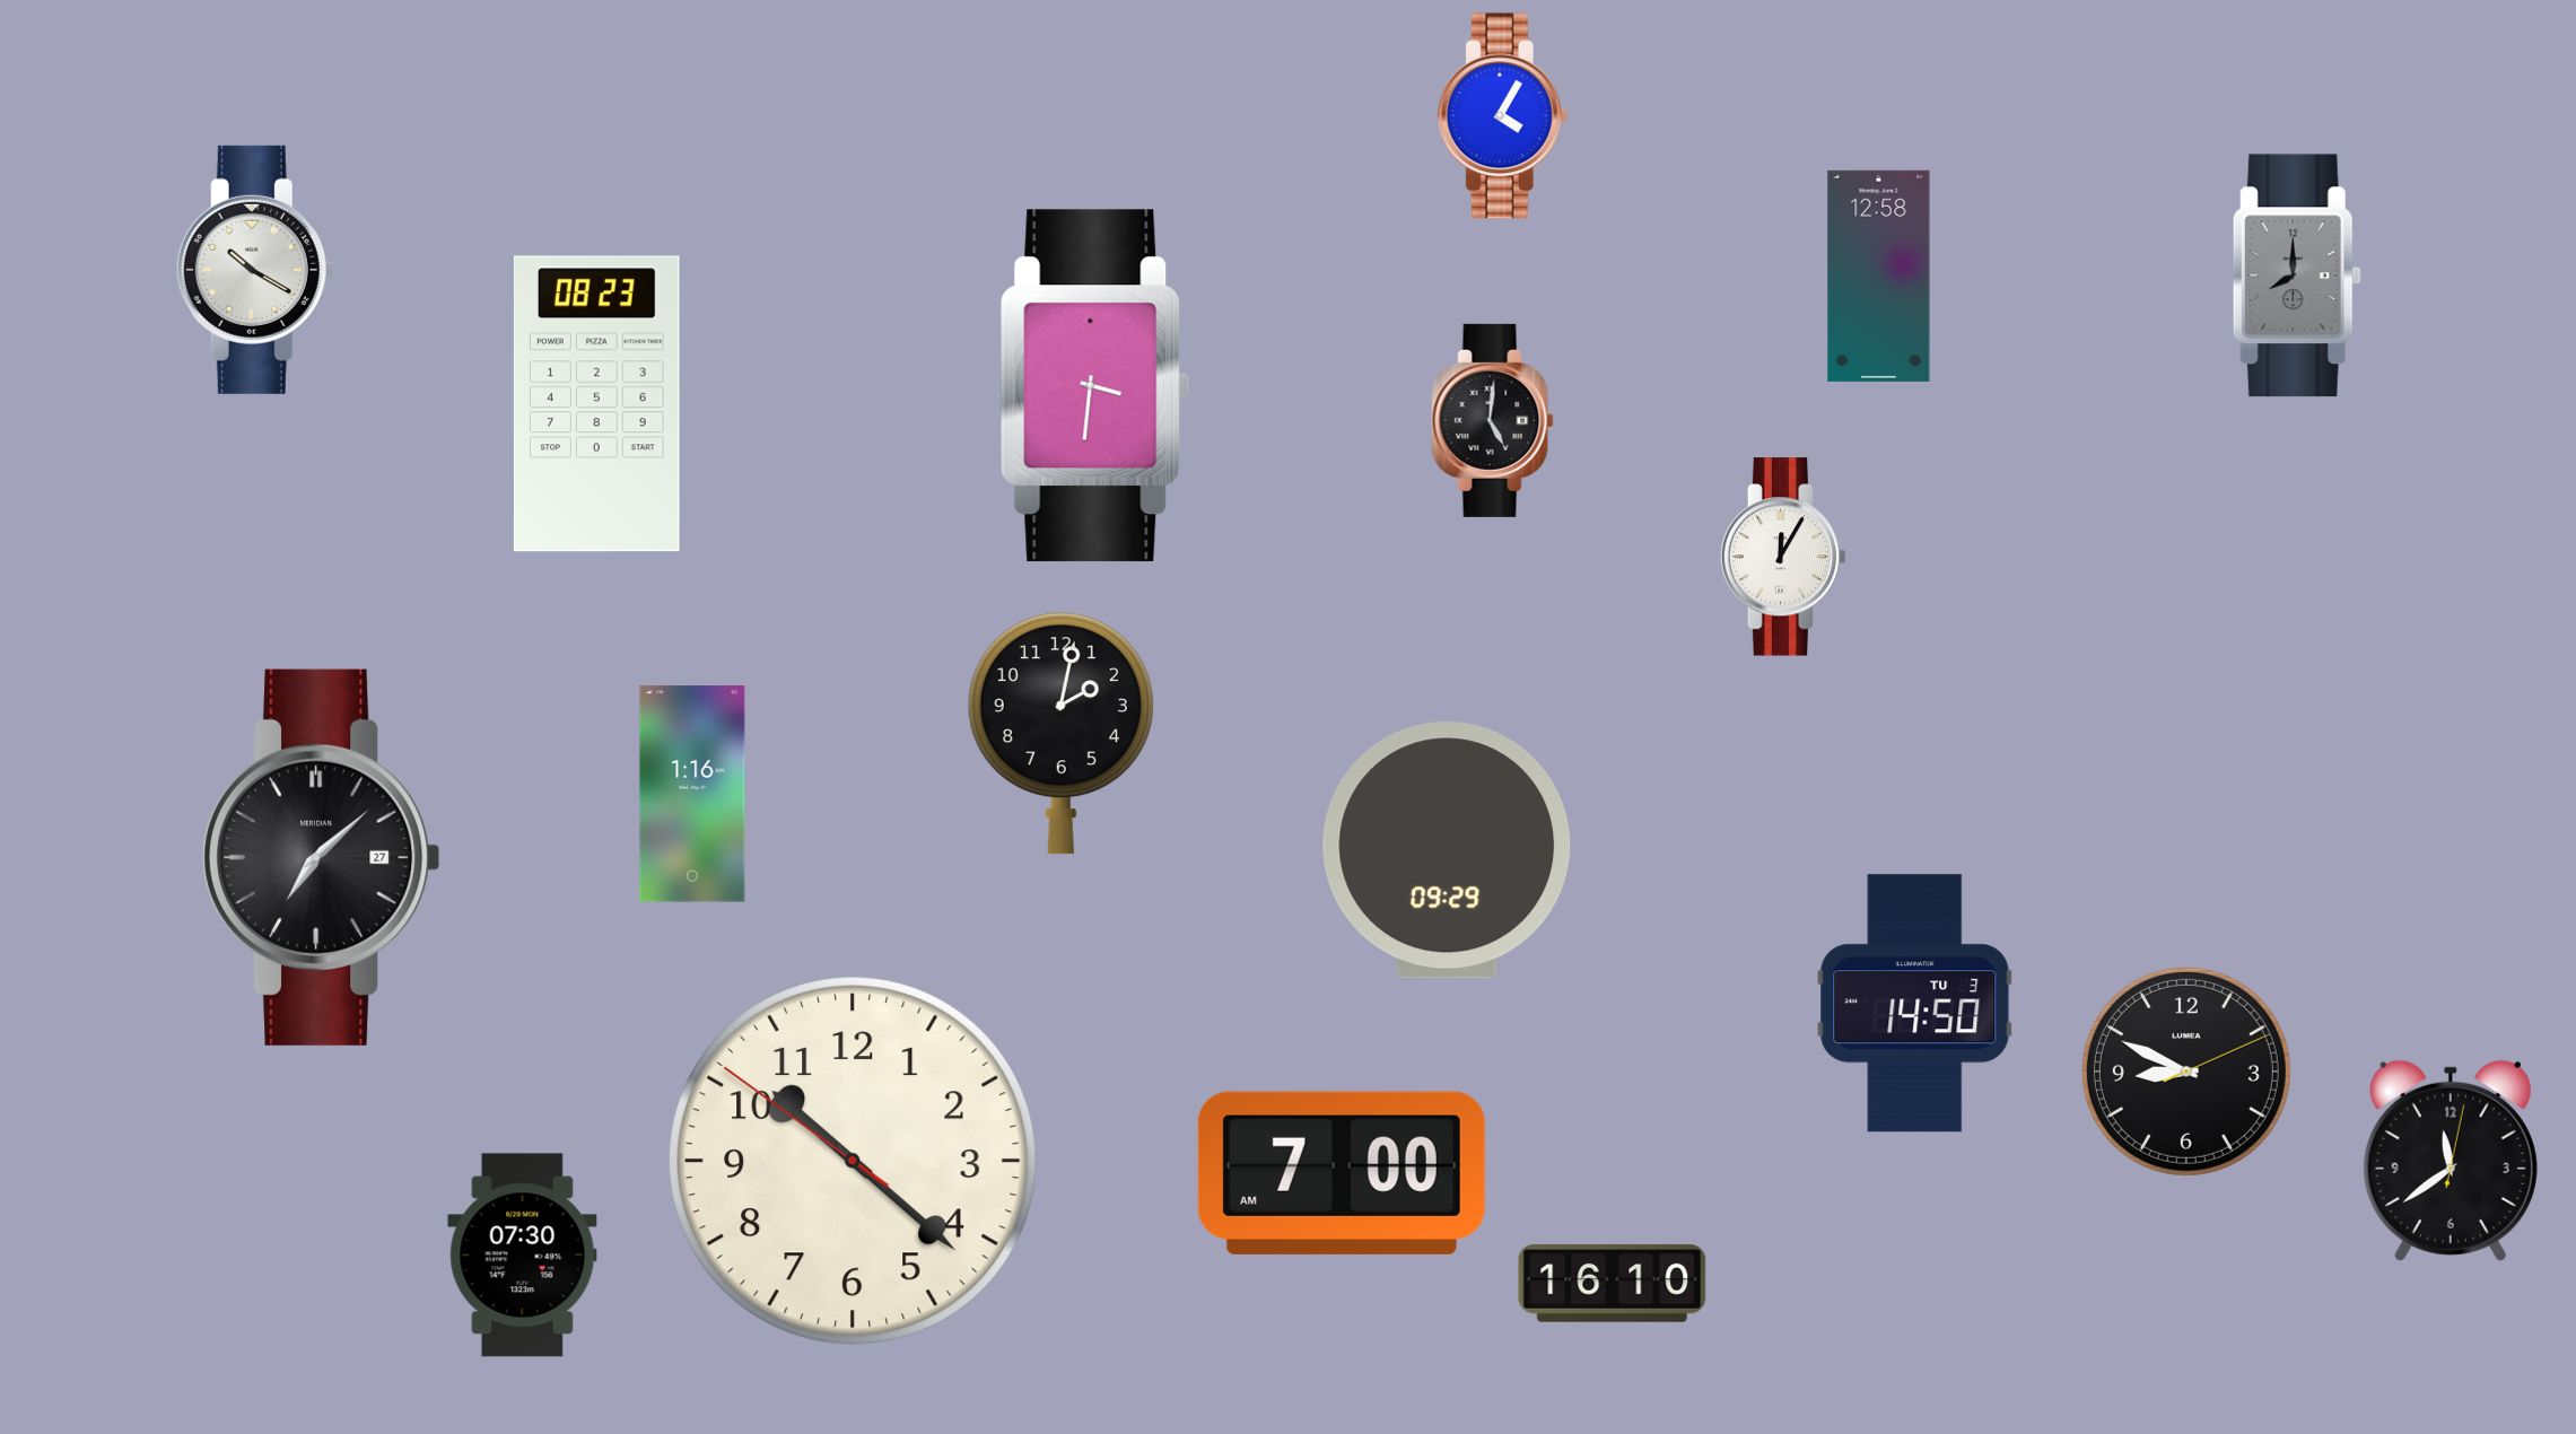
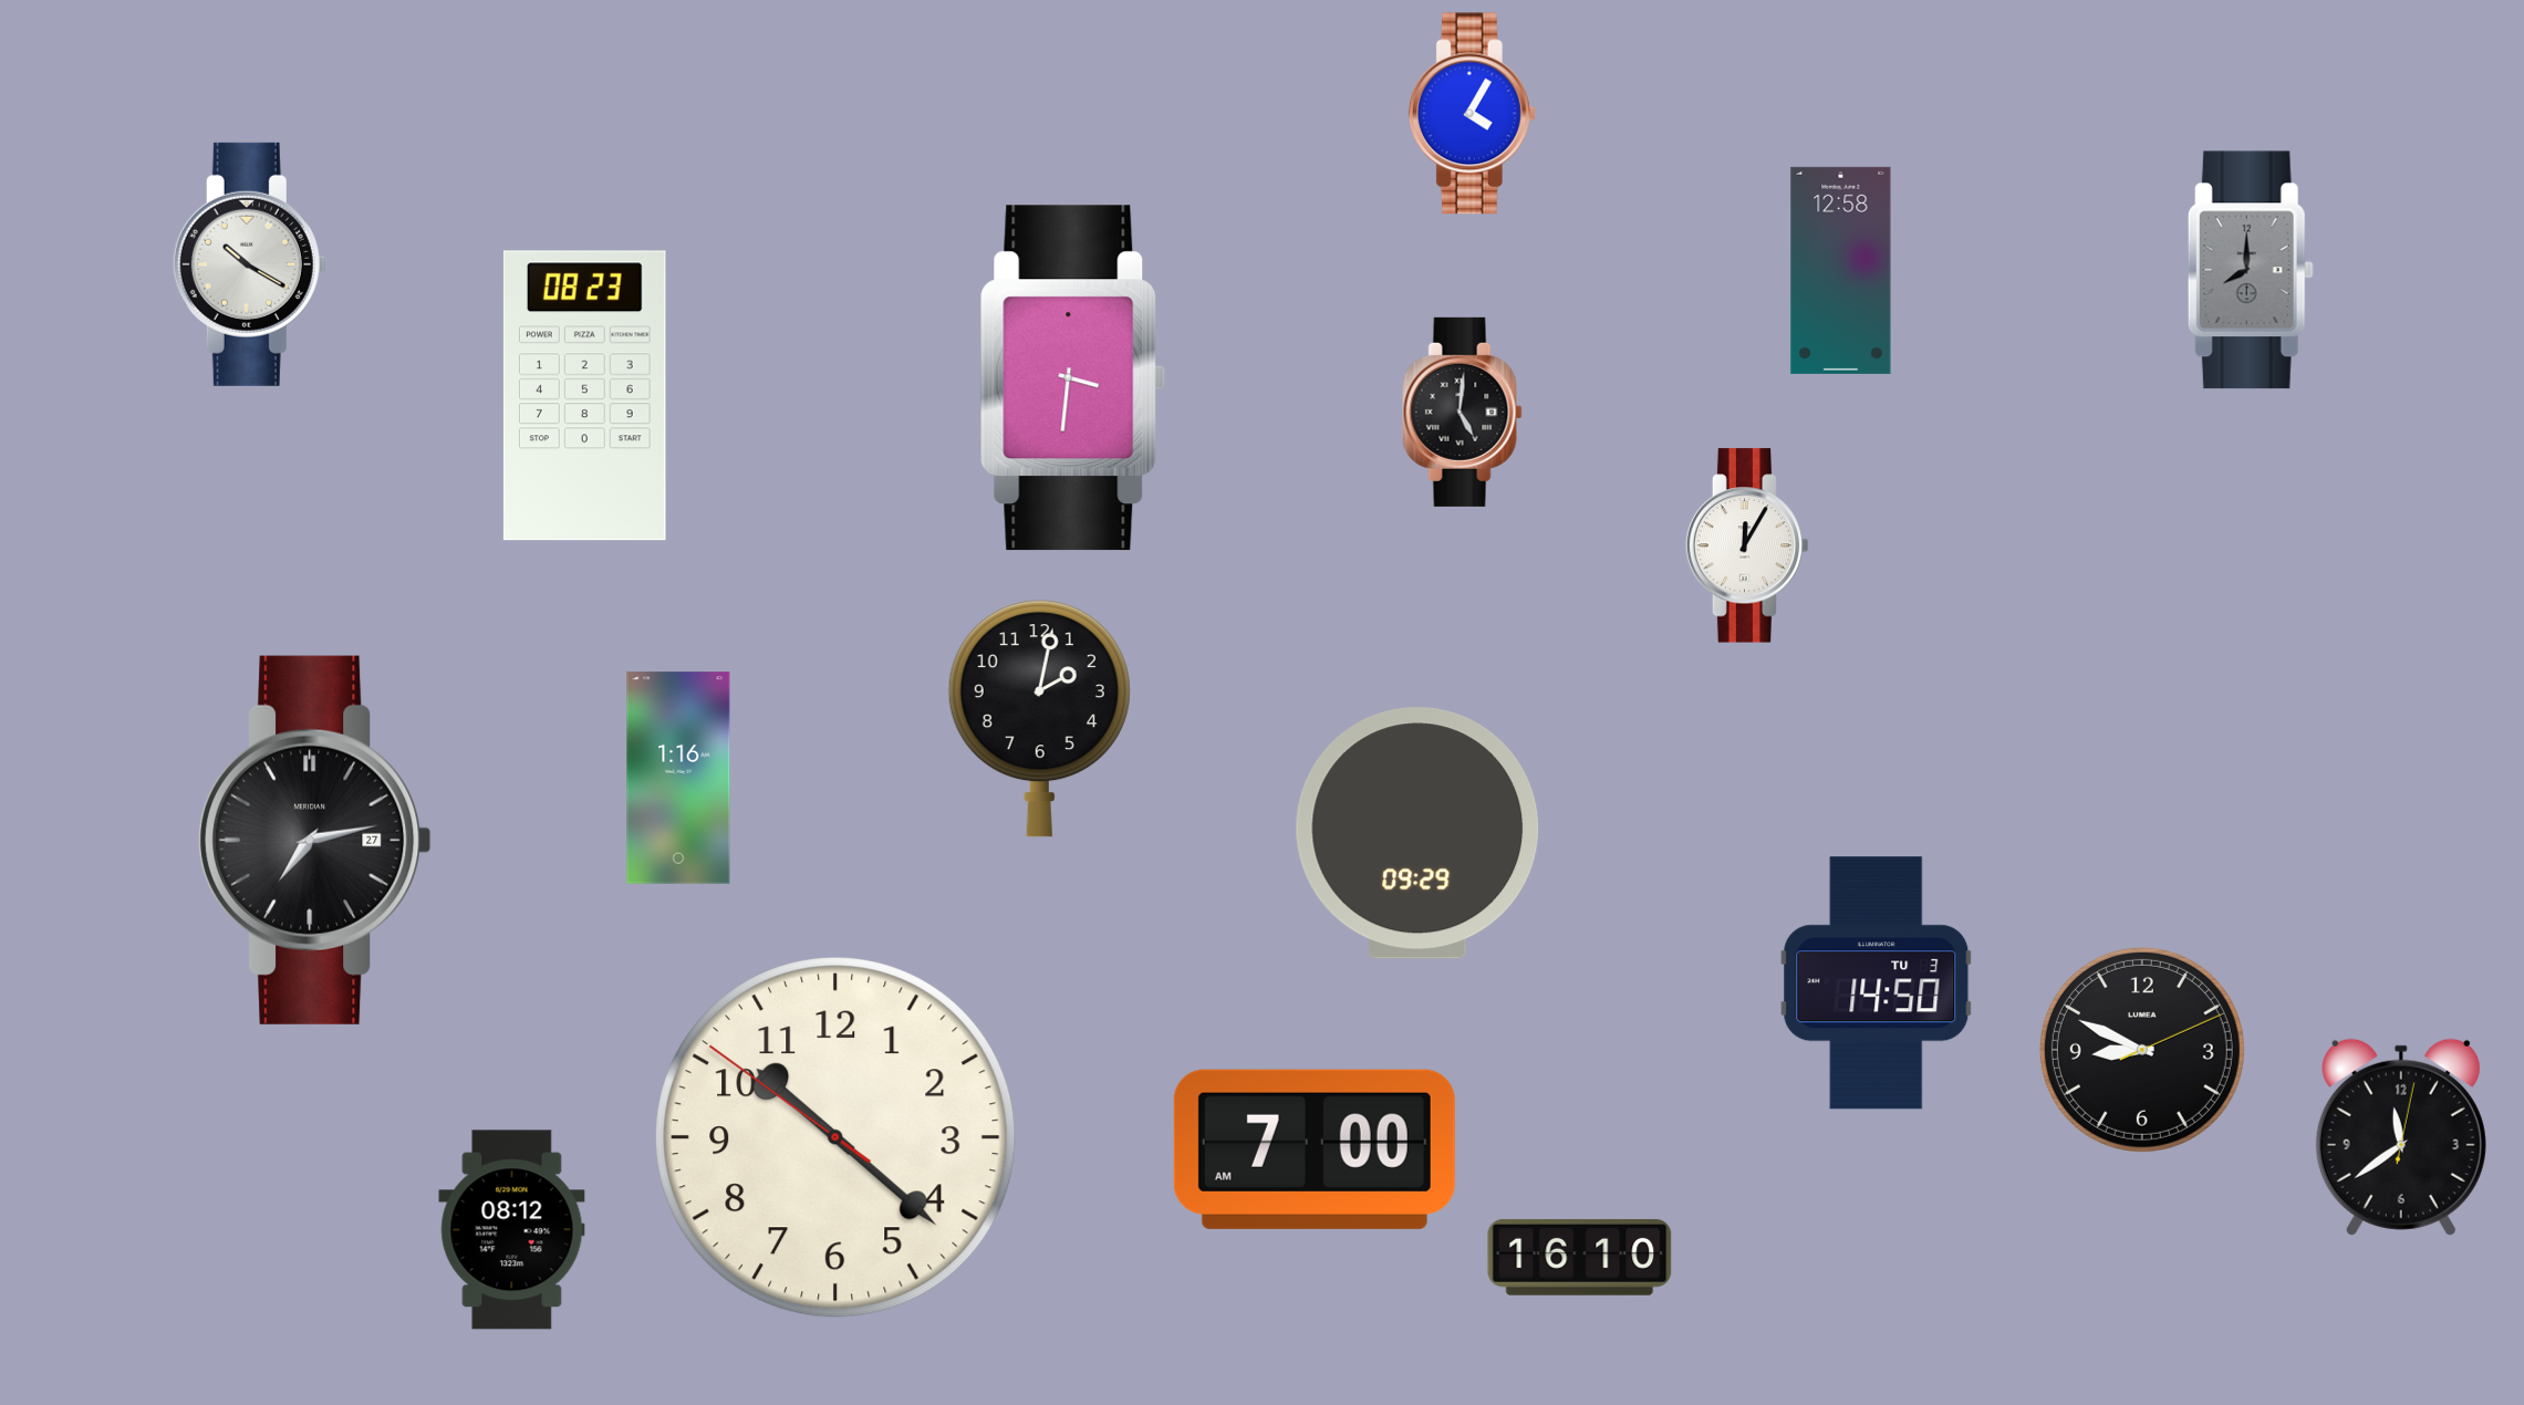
clock at (322, 857): 7:08 -> 7:13
clock at (523, 1256): 07:30 -> 08:12
